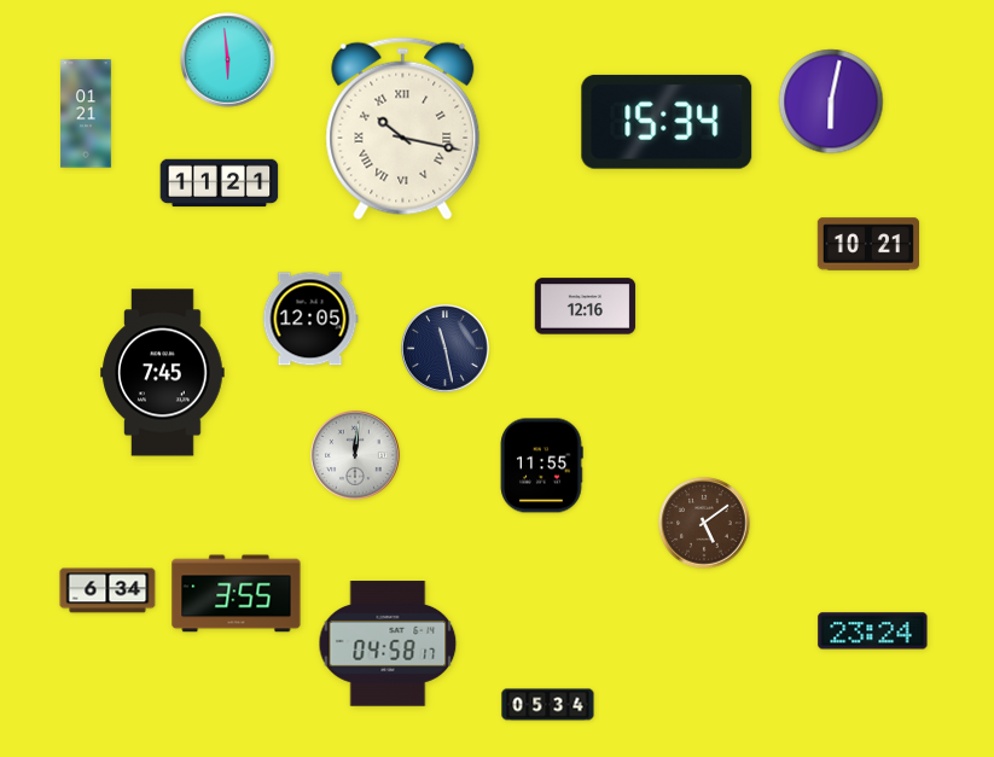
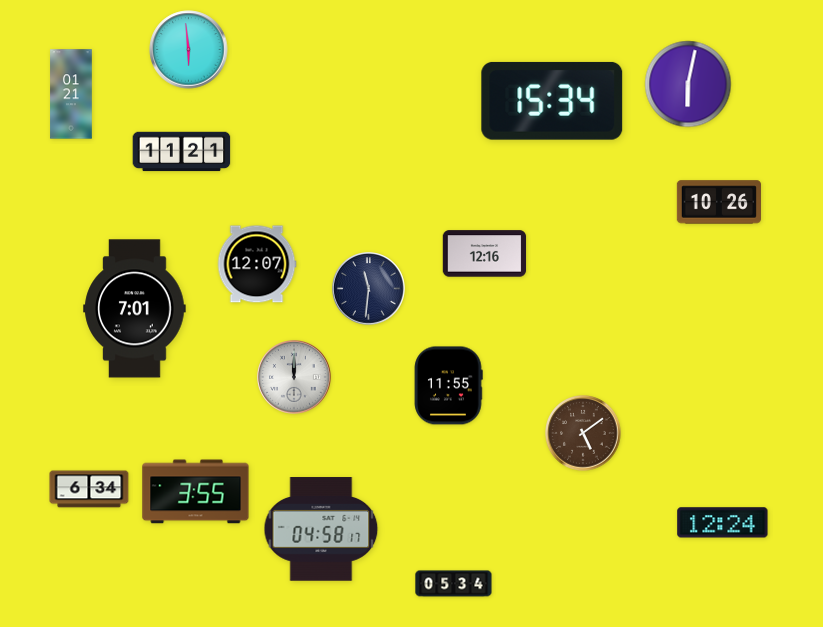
clock at (403, 129): 10:17 -> none
clock at (867, 244): 10:21 -> 10:26
clock at (310, 319): 12:05 -> 12:07
clock at (446, 349): 11:28 -> 11:31
clock at (163, 373): 7:45 -> 7:01
clock at (355, 455): 12:01 -> 12:00
clock at (873, 631): 23:24 -> 12:24
clock at (388, 644) position: (388, 644) -> (321, 529)
